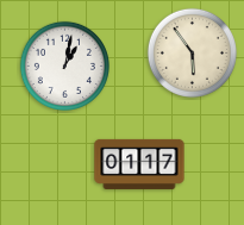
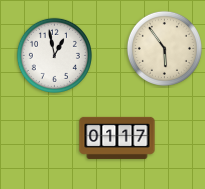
clock at (192, 52) position: (192, 52) -> (164, 48)
clock at (64, 65): 1:02 -> 12:58
